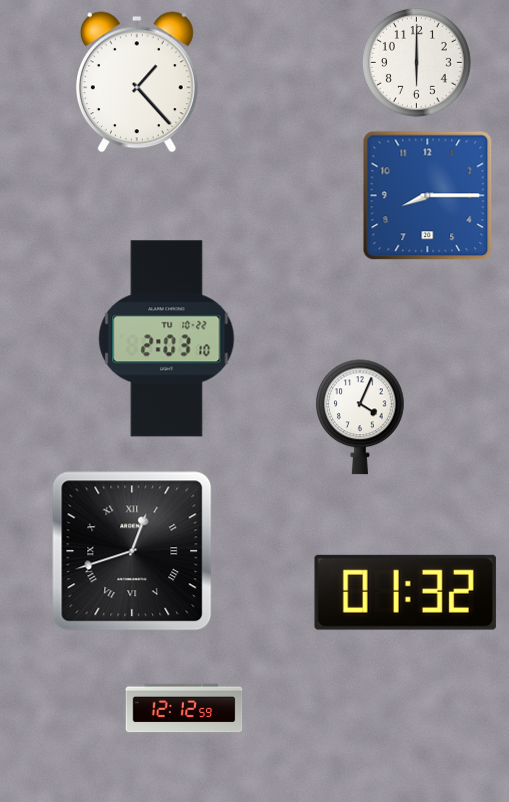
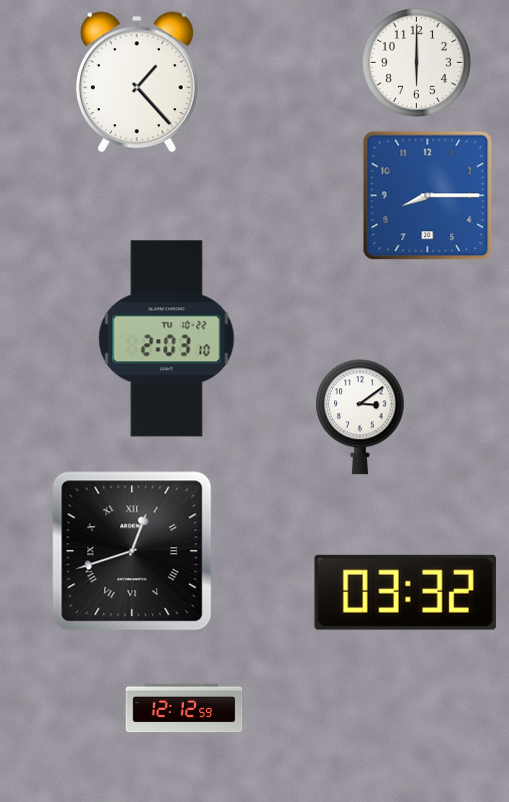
clock at (361, 417): 4:04 -> 3:09
clock at (405, 592): 01:32 -> 03:32
